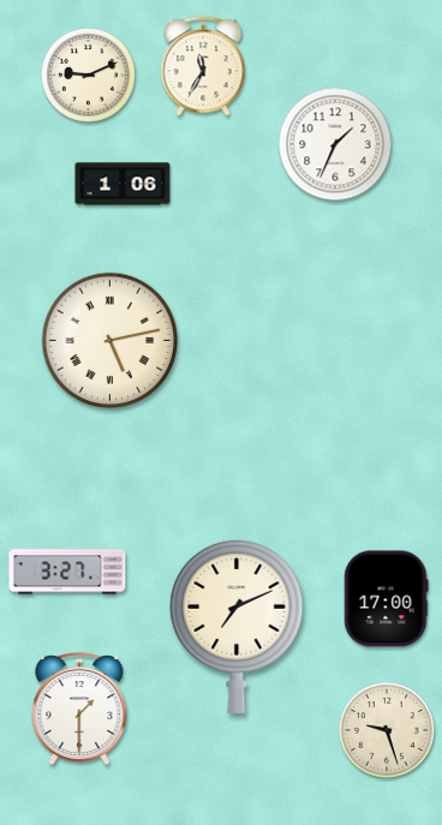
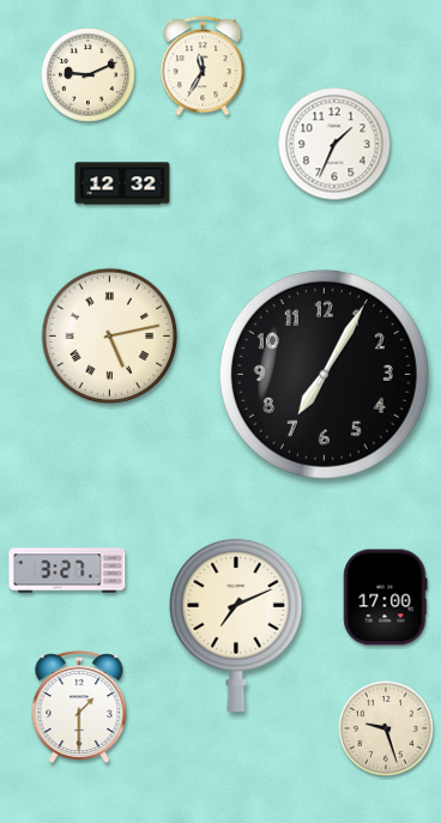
clock at (123, 184): 1:06 -> 12:32
clock at (110, 341) position: (110, 341) -> (110, 337)
clock at (324, 374): none -> 7:05
